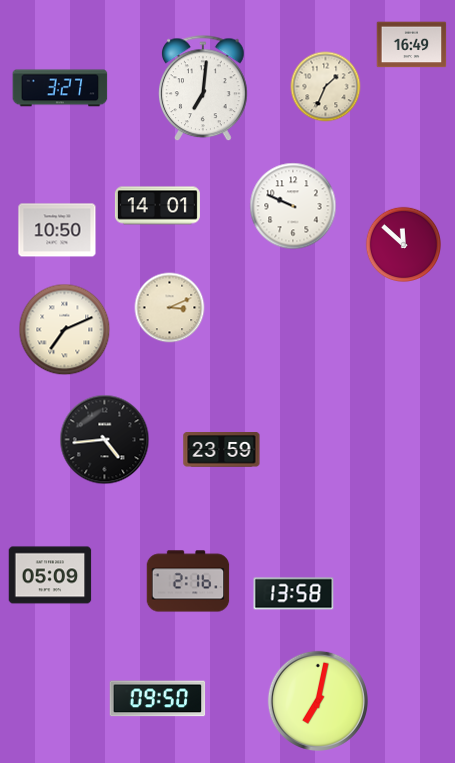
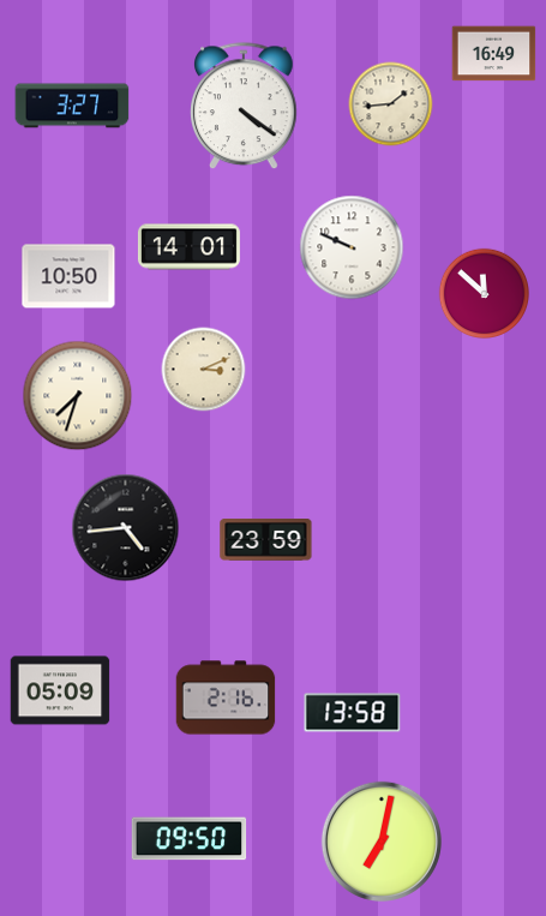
clock at (326, 87): 1:34 -> 1:44
clock at (204, 89): 7:01 -> 4:21
clock at (65, 330): 7:11 -> 7:33
